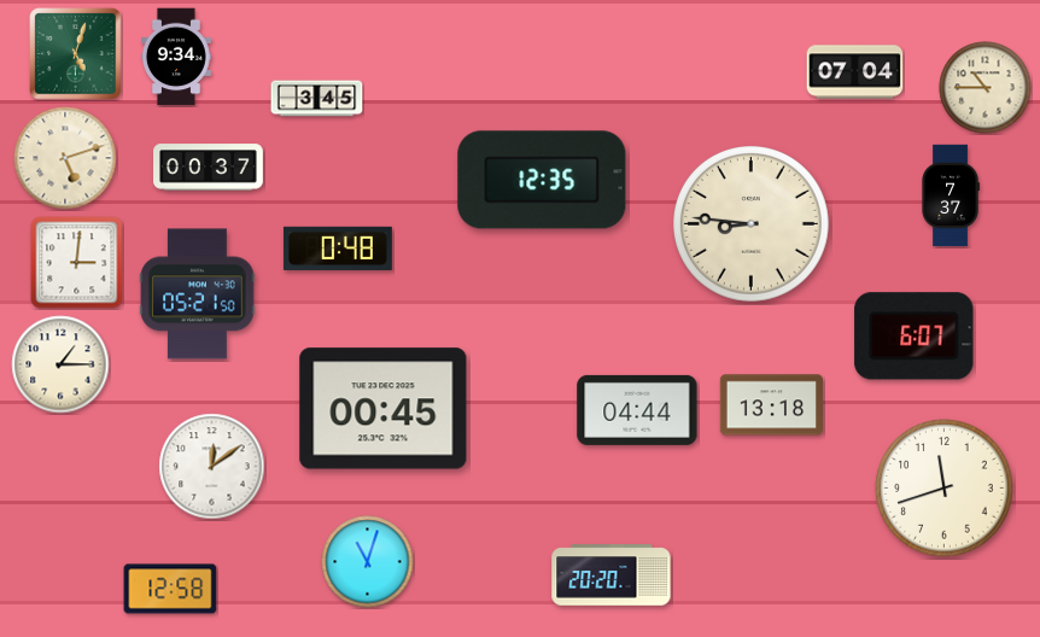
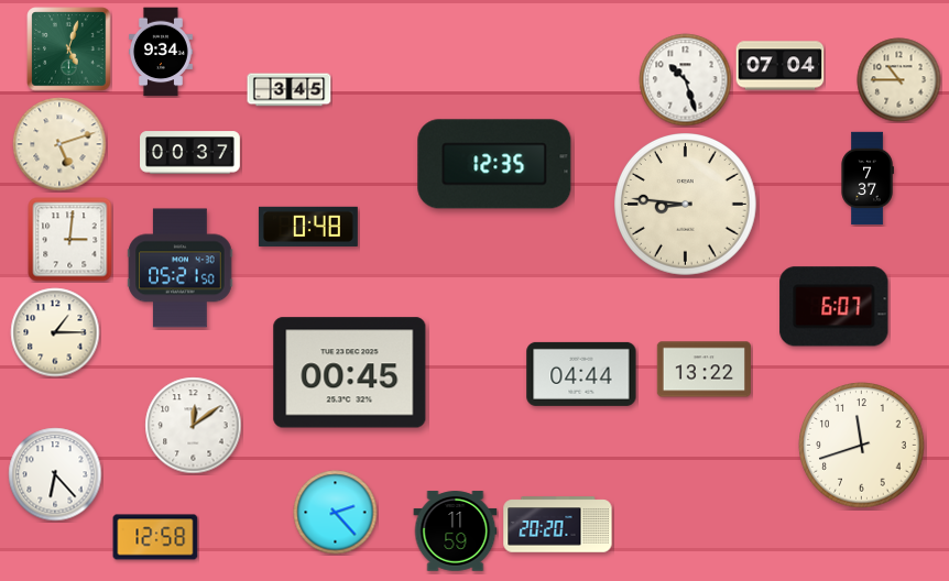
clock at (686, 80): none -> 10:27
clock at (771, 405): 13:18 -> 13:22
clock at (55, 474): none -> 6:23
clock at (368, 562): 11:03 -> 2:23
clock at (456, 531): none -> 11:59
